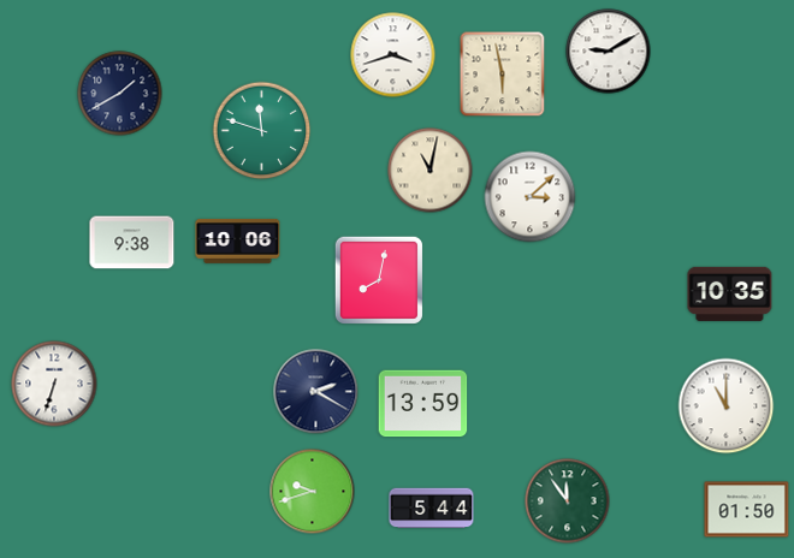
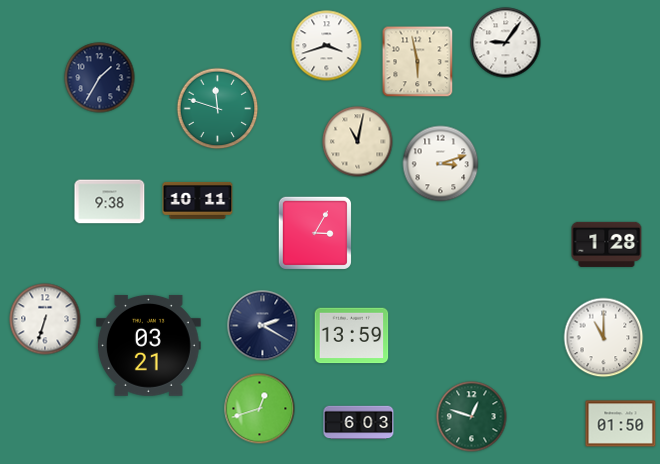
clock at (609, 52): 9:10 -> 9:06
clock at (120, 94): 1:40 -> 1:35
clock at (531, 197): 3:08 -> 3:12
clock at (238, 241): 10:06 -> 10:11
clock at (379, 280): 8:02 -> 3:05
clock at (730, 293): 10:35 -> 1:28
clock at (148, 345): none -> 03:21
clock at (313, 492): 9:42 -> 12:42
clock at (568, 501): 11:54 -> 12:48
clock at (432, 509): 5:44 -> 6:03
